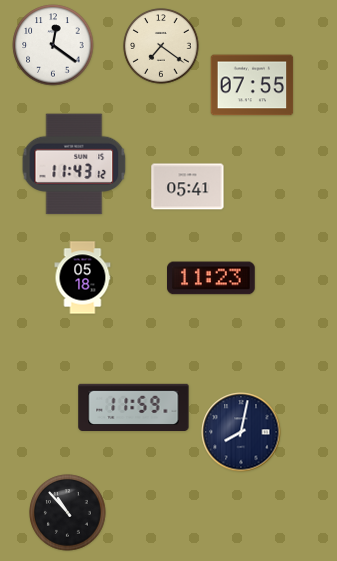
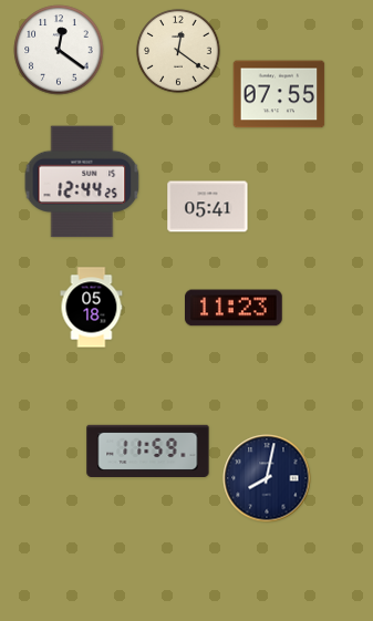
clock at (161, 46): 7:21 -> 12:21
clock at (74, 164): 11:43 -> 12:44
clock at (68, 513): 10:53 -> none
